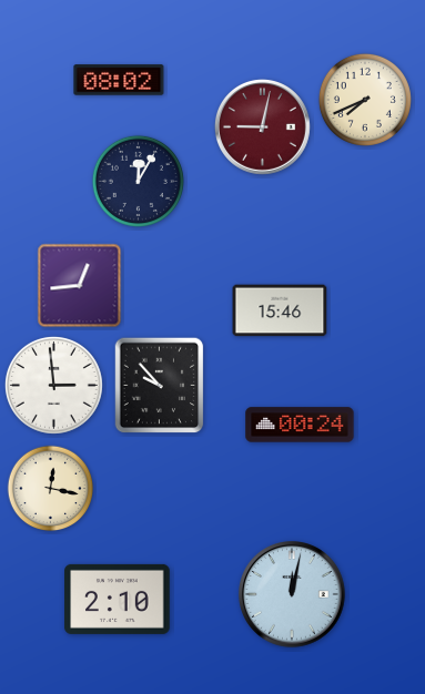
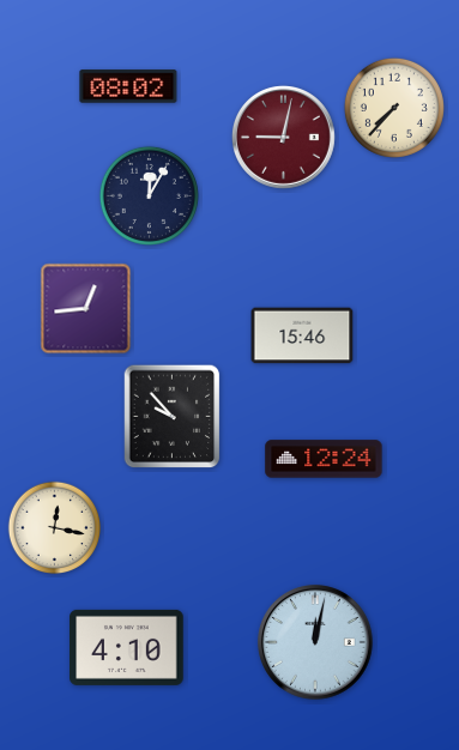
clock at (365, 100): 7:41 -> 7:37
clock at (53, 385): 2:59 -> none
clock at (300, 425): 00:24 -> 12:24
clock at (118, 599): 2:10 -> 4:10
